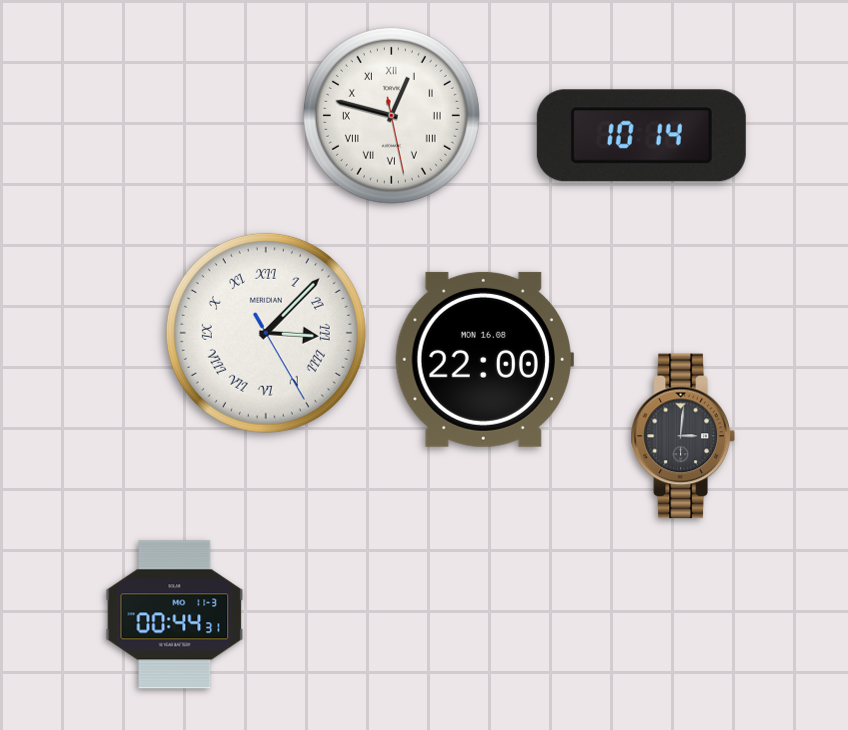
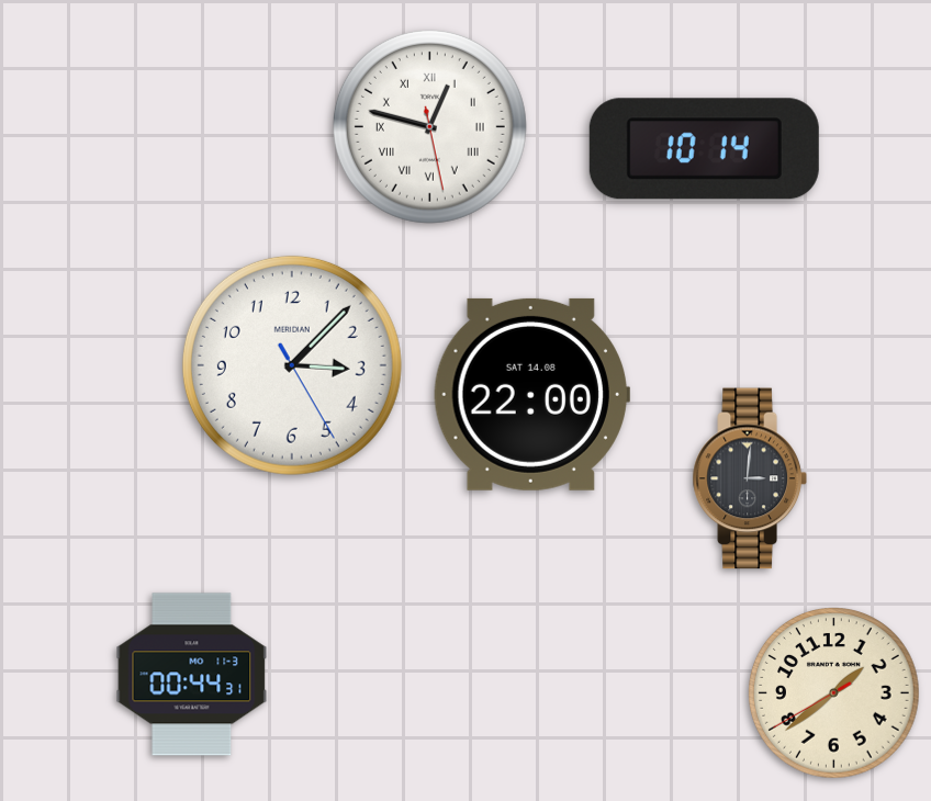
clock at (266, 333) numerals: Roman -> Arabic
clock at (484, 359) date: MON 16.08 -> SAT 14.08
clock at (834, 693): none -> 1:38
